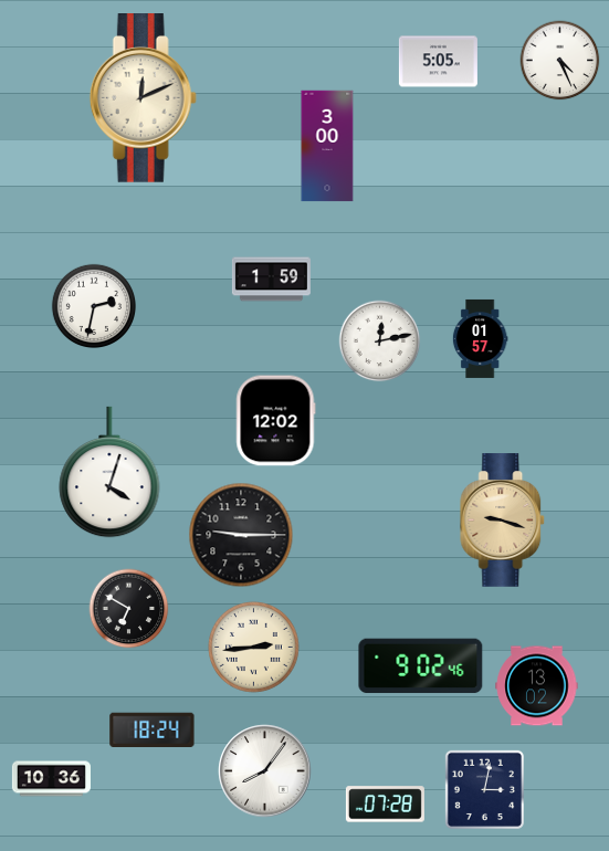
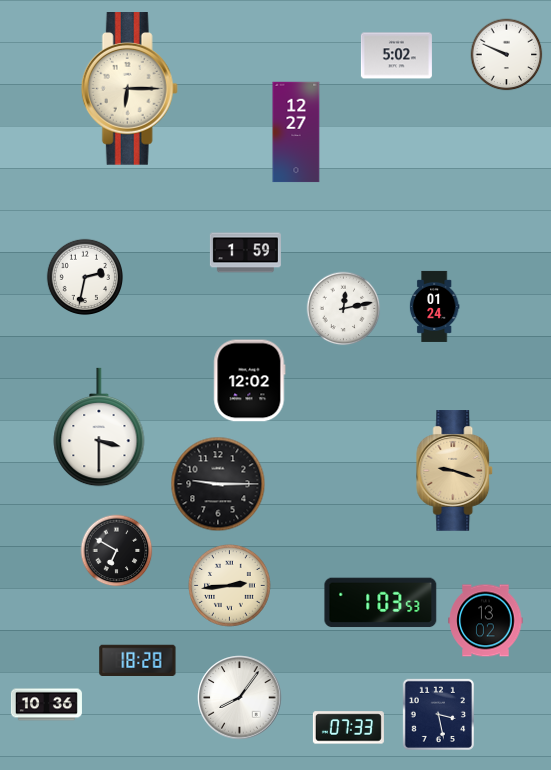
clock at (560, 61): 4:26 -> 9:49
clock at (438, 62): 5:05 -> 5:02
clock at (143, 98): 12:11 -> 6:15
clock at (327, 146): 3:00 -> 12:27
clock at (480, 338): 01:57 -> 01:24
clock at (109, 472): 4:03 -> 3:30
clock at (421, 666): 9:02 -> 1:03
clock at (153, 729): 18:24 -> 18:28
clock at (484, 789): 3:02 -> 3:28
clock at (385, 805): 07:28 -> 07:33
